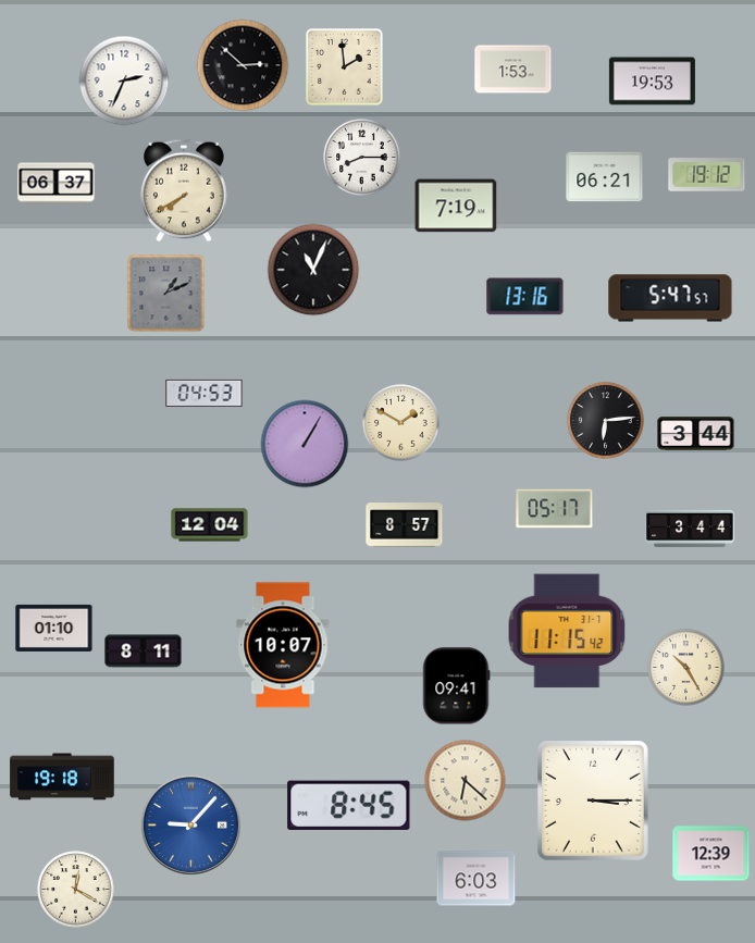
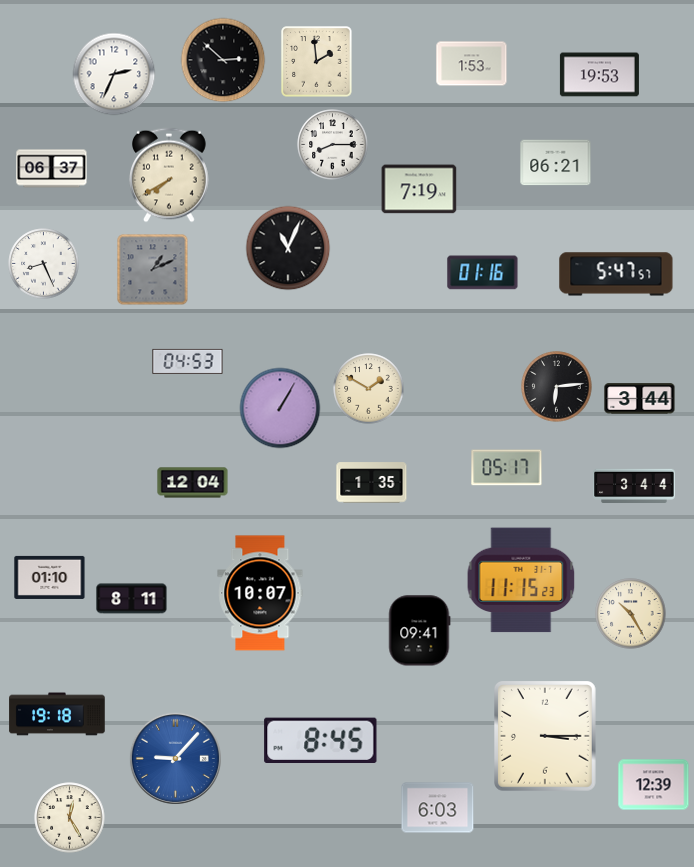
clock at (707, 175): 19:12 -> none
clock at (44, 264): none -> 8:26
clock at (525, 297): 13:16 -> 01:16
clock at (555, 509) position: (555, 509) -> (507, 468)
clock at (405, 525): 8:57 -> 1:35
clock at (567, 631): 11:15:42 -> 11:15:23
clock at (466, 781): 6:22 -> none
clock at (76, 890): 12:20 -> 12:25
